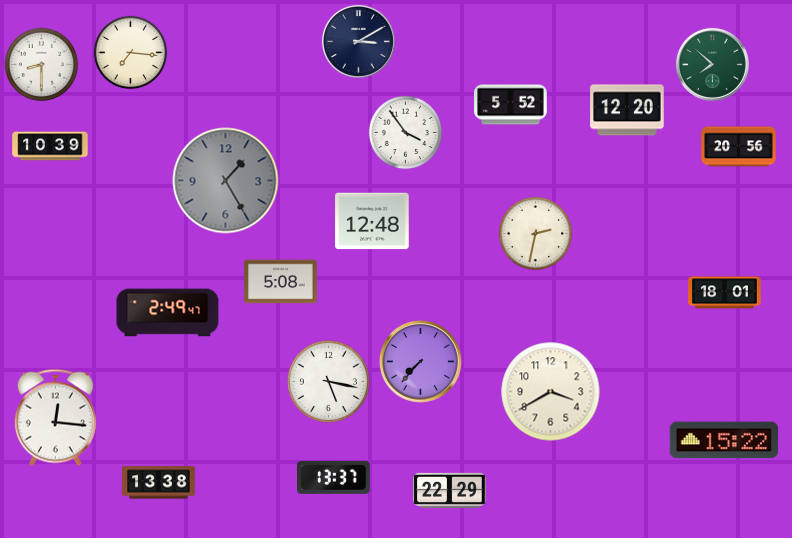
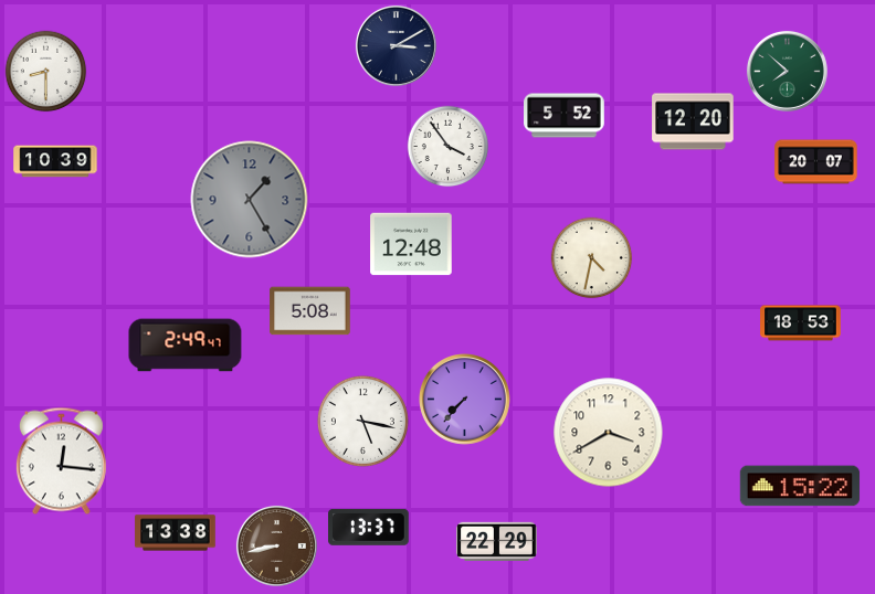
clock at (131, 53): 7:16 -> none
clock at (739, 147): 20:56 -> 20:07
clock at (536, 234): 2:32 -> 4:32
clock at (725, 293): 18:01 -> 18:53
clock at (276, 545): none -> 8:43
